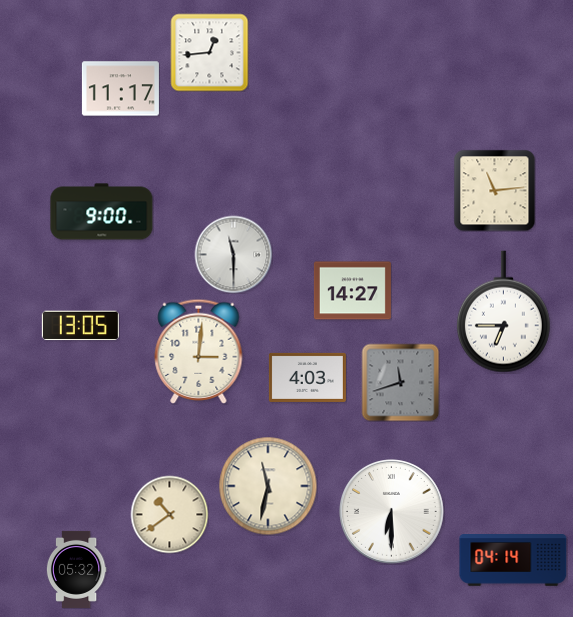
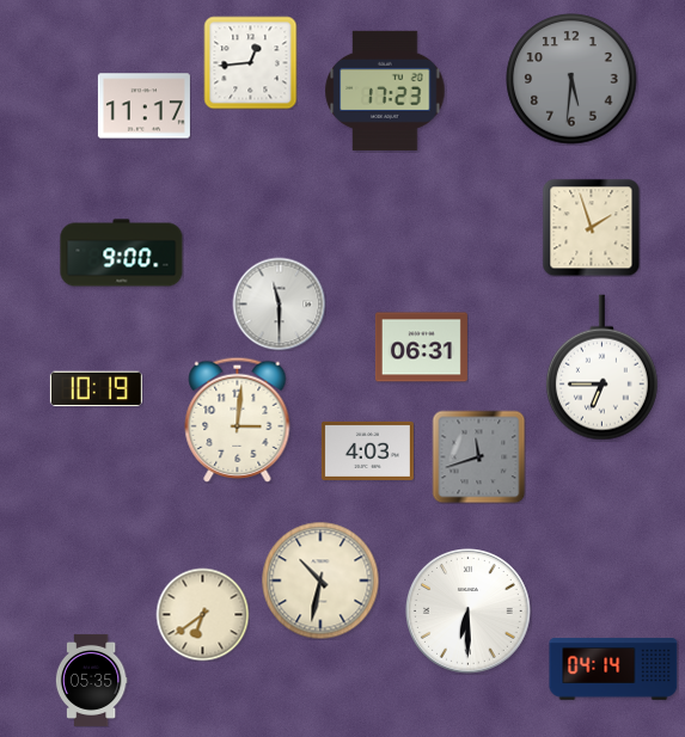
clock at (571, 79): none -> 5:31
clock at (385, 91): none -> 17:23
clock at (494, 190): 11:14 -> 1:57
clock at (352, 291): 14:27 -> 06:31
clock at (503, 312) position: (503, 312) -> (601, 368)
clock at (80, 326): 13:05 -> 10:19
clock at (268, 486): 11:32 -> 10:32
clock at (169, 514): 10:39 -> 6:39
clock at (76, 569): 05:32 -> 05:35
